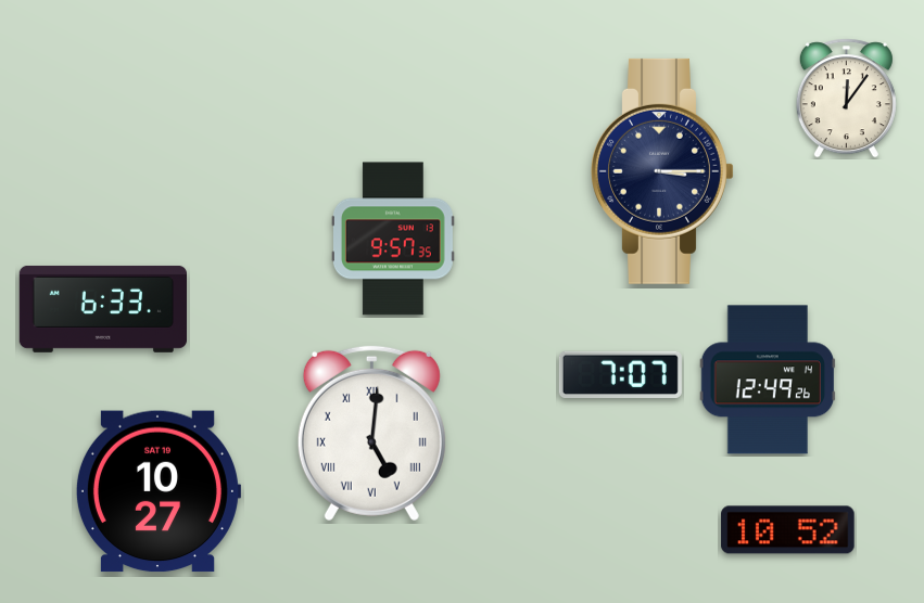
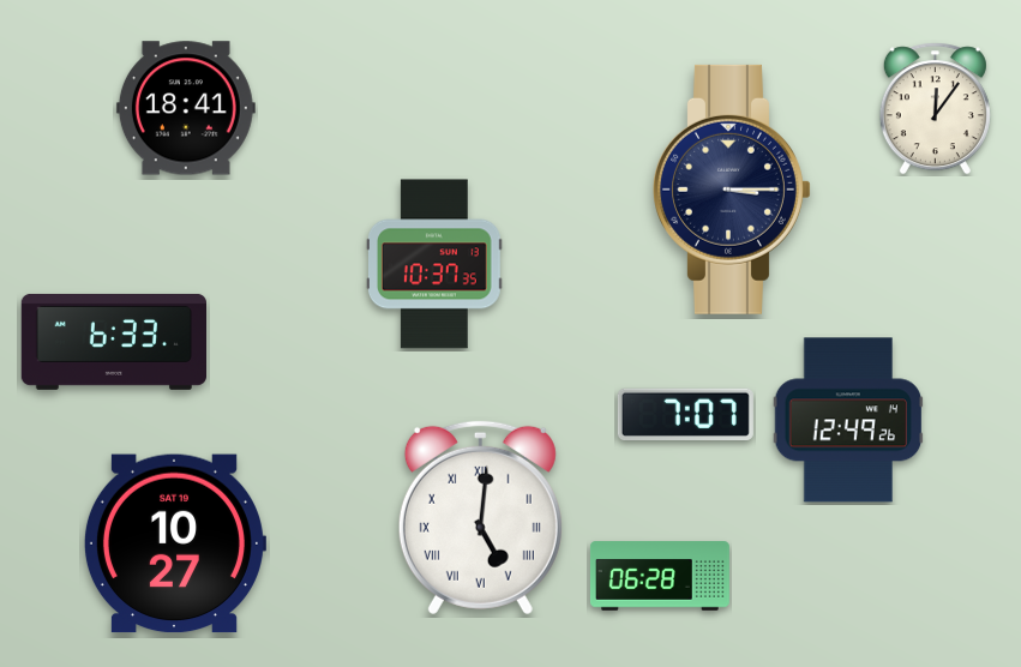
clock at (186, 108): none -> 18:41
clock at (393, 239): 9:57 -> 10:37
clock at (371, 433) position: (371, 433) -> (480, 517)
clock at (660, 576): none -> 06:28
clock at (788, 530): 10:52 -> none
